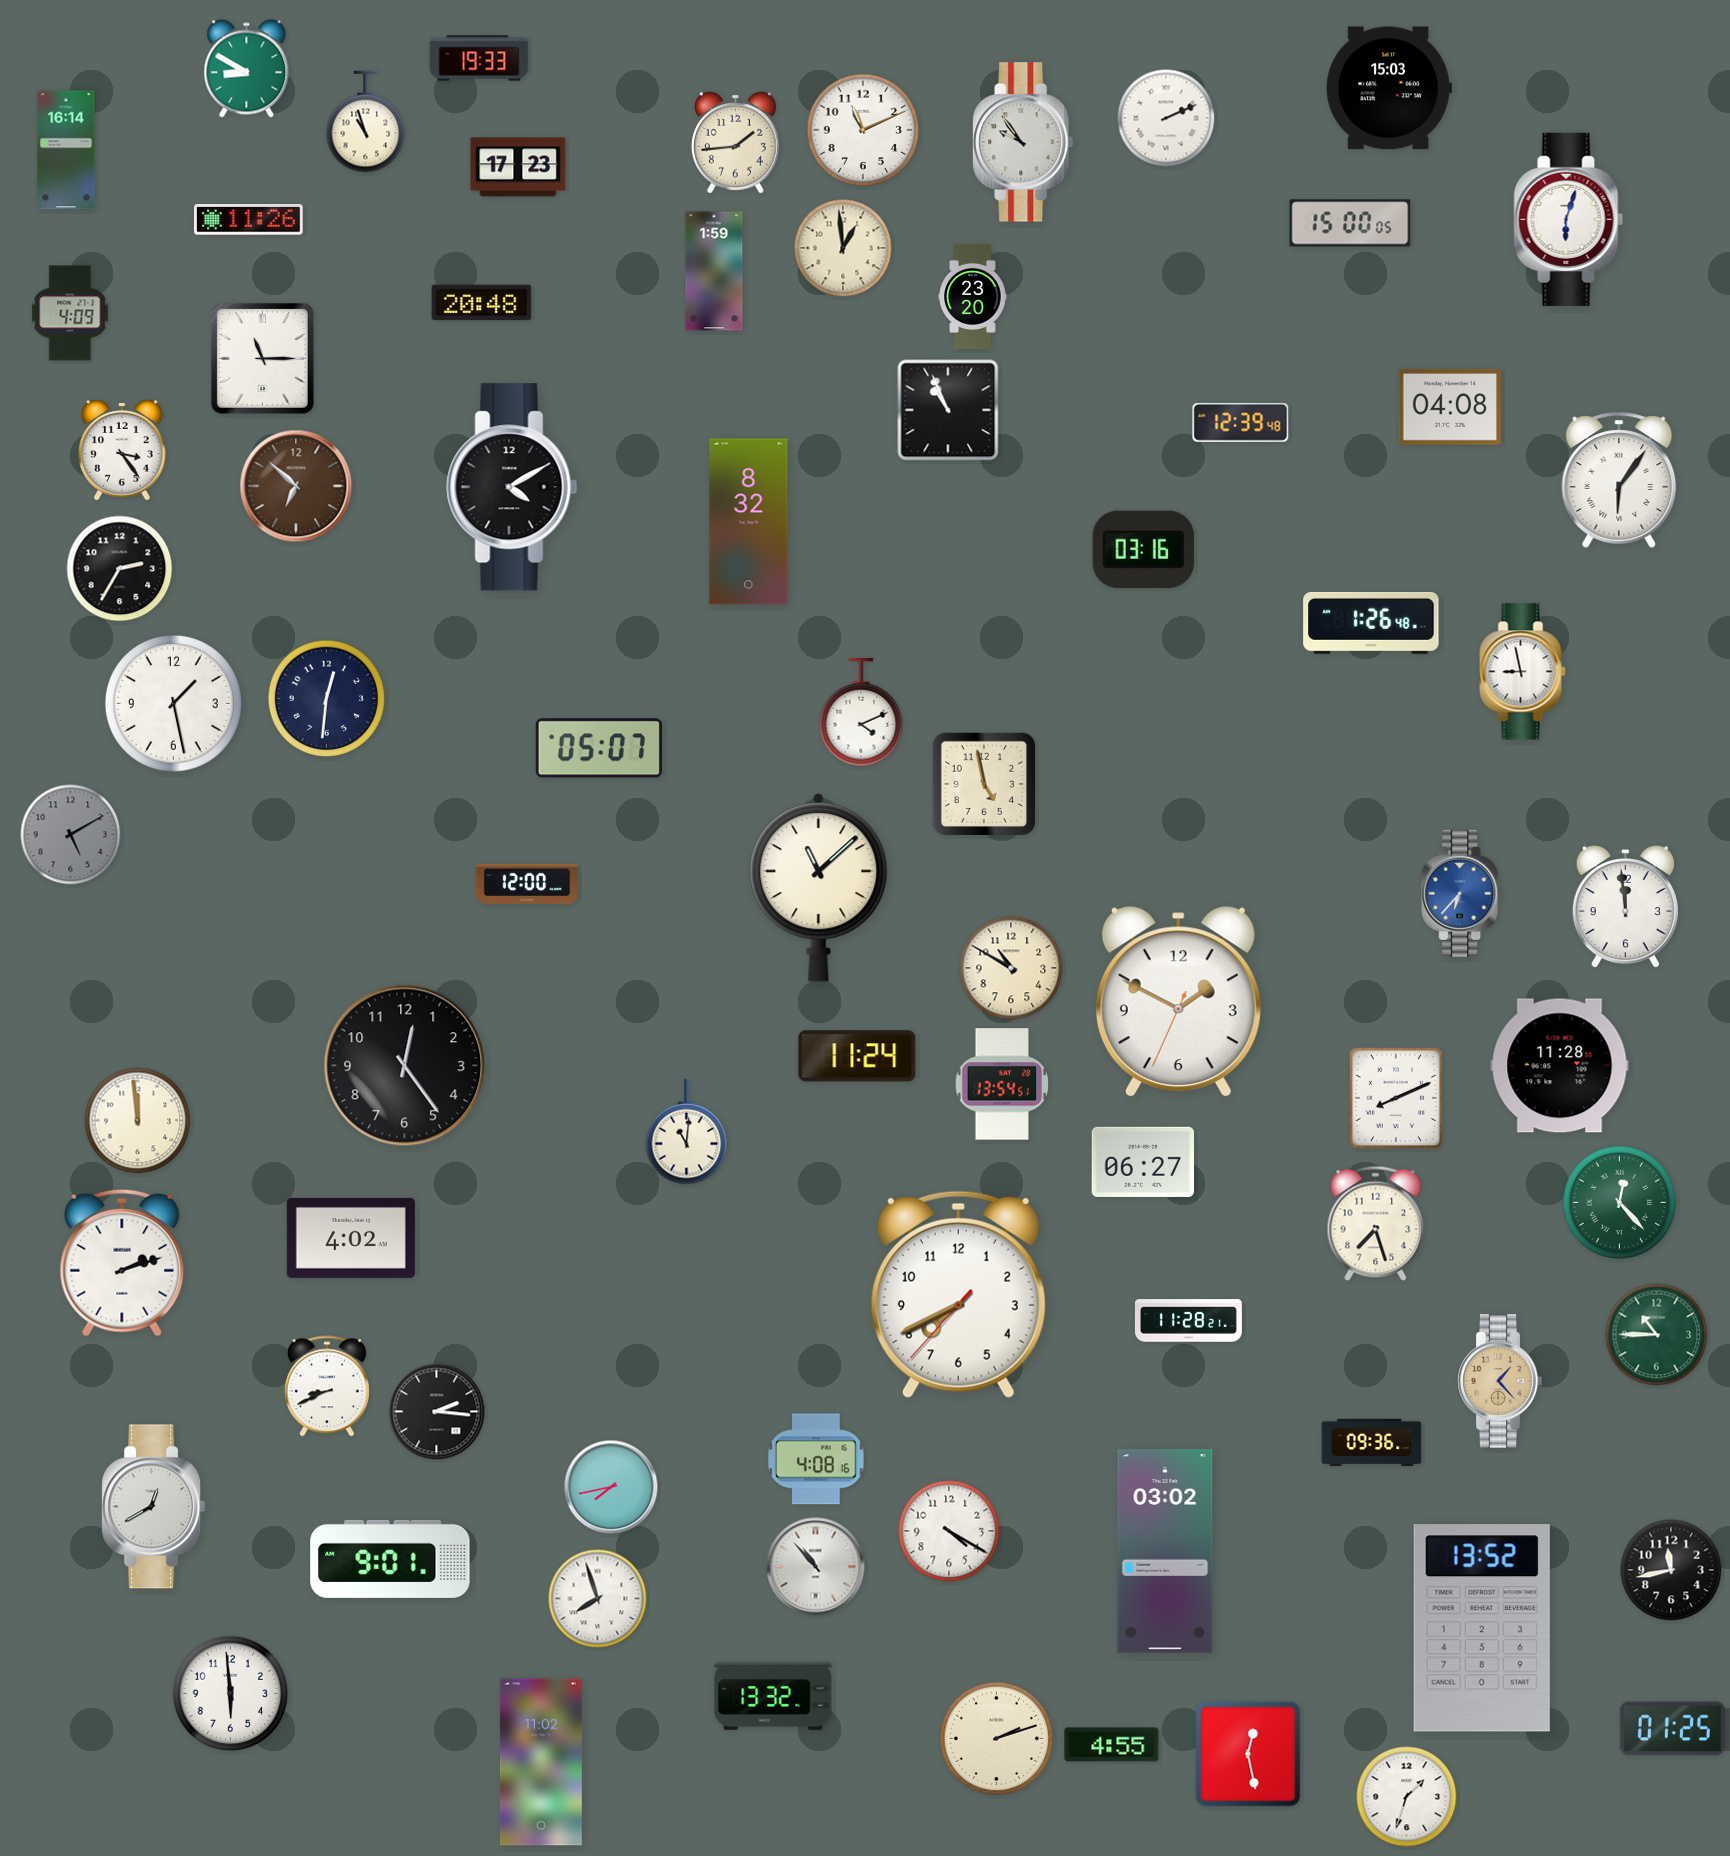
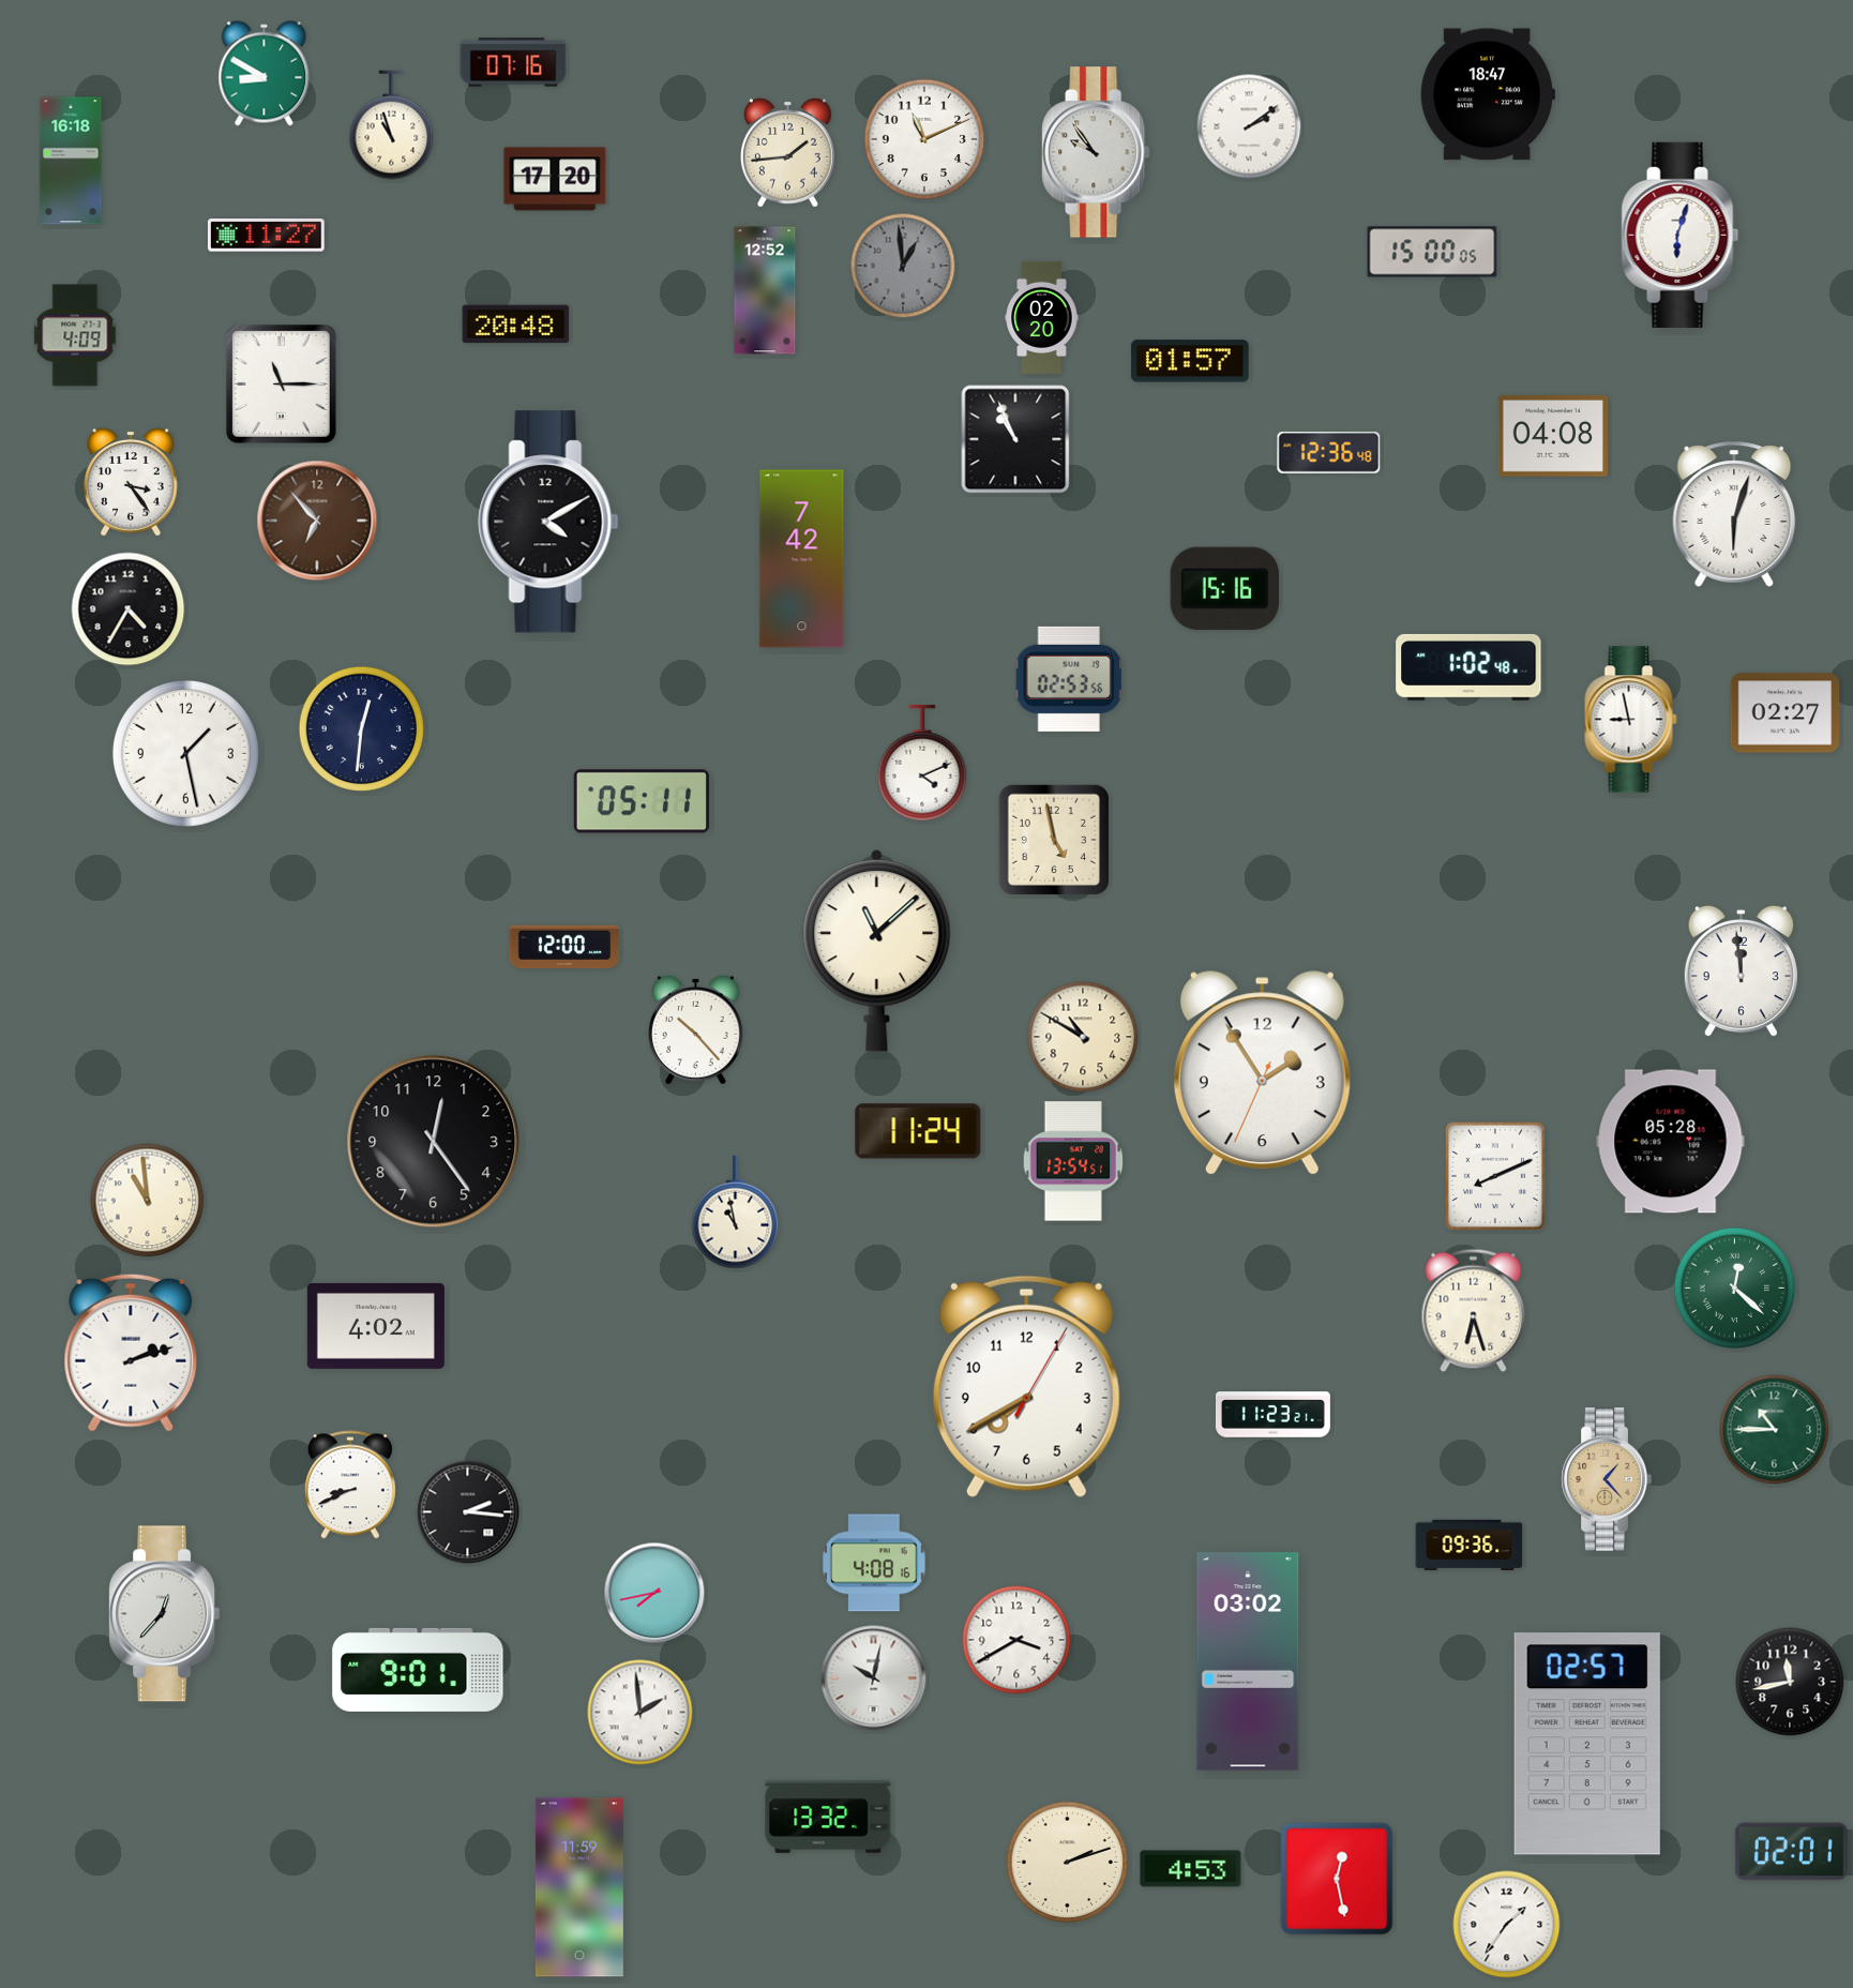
clock at (479, 58): 19:33 -> 07:16
clock at (1389, 88): 15:03 -> 18:47
clock at (1166, 118): 2:11 -> 2:09
clock at (366, 122) position: (366, 122) -> (392, 125)
clock at (66, 150): 16:14 -> 16:18
clock at (518, 167): 17:23 -> 17:20
clock at (249, 220): 11:26 -> 11:27
clock at (1350, 223) position: (1350, 223) -> (1432, 252)
clock at (843, 248) dial: cream -> grey
clock at (714, 271): 1:59 -> 12:52
clock at (973, 296): 23:20 -> 02:20
clock at (1190, 361): none -> 01:57
clock at (1241, 422): 12:39 -> 12:36
clock at (1619, 480): 6:06 -> 6:03
clock at (296, 486): 6:52 -> 6:53
clock at (749, 522): 8:32 -> 7:42
clock at (1143, 549): 03:16 -> 15:16
clock at (120, 569): 2:35 -> 4:35
clock at (1371, 623): 1:26 -> 1:02
clock at (1069, 679): none -> 02:53
clock at (1786, 713): none -> 02:27
clock at (327, 699) position: (327, 699) -> (362, 729)
clock at (599, 748): 05:07 -> 05:11
clock at (71, 835): 5:10 -> none
clock at (1462, 893): 6:37 -> none
clock at (695, 1029): none -> 10:23
clock at (1178, 1002): 1:49 -> 1:54
clock at (1560, 1066): 11:28 -> 05:28
clock at (138, 1121): 11:59 -> 10:59
clock at (687, 1132): 11:01 -> 10:58
clock at (1142, 1162): 06:27 -> none
clock at (1620, 1203): 12:23 -> 12:22
clock at (1376, 1224): 7:27 -> 6:27
clock at (958, 1294): 7:40:37 -> 7:40:05
clock at (1188, 1321): 11:28 -> 11:23
clock at (154, 1507): 12:40 -> 12:37
clock at (949, 1531): 4:20 -> 3:40
clock at (816, 1567): 10:53 -> 10:02
clock at (598, 1599): 7:57 -> 1:59
clock at (1482, 1628): 13:52 -> 02:57
clock at (231, 1694): 5:59 -> none
clock at (1672, 1729): 01:25 -> 02:01
clock at (1112, 1745): 4:55 -> 4:53
clock at (541, 1762): 11:02 -> 11:59
clock at (1407, 1797): 1:33 -> 1:36
